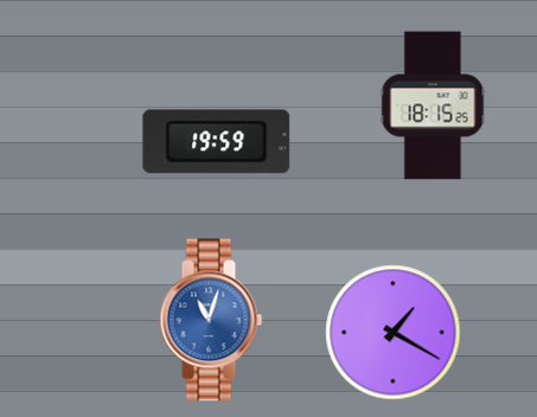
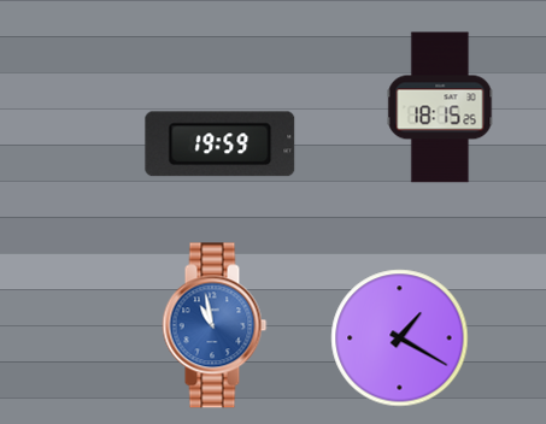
clock at (211, 320): 11:03 -> 10:58
